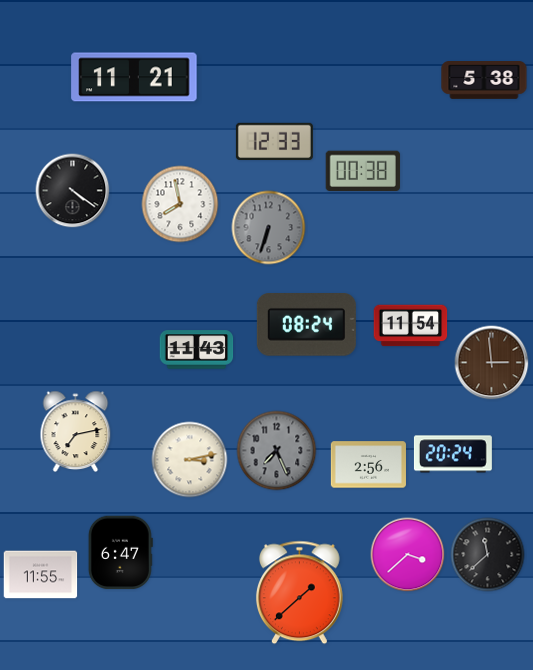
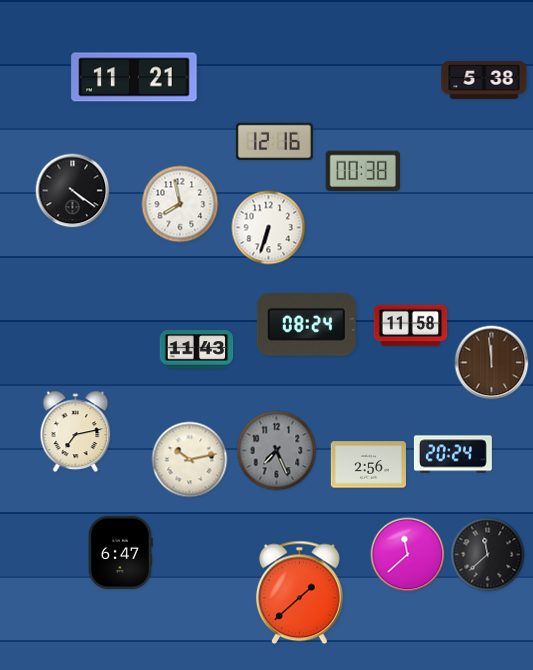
clock at (274, 141): 12:33 -> 12:16
clock at (269, 228) dial: grey -> white
clock at (411, 326): 11:54 -> 11:58
clock at (492, 363): 2:59 -> 11:59
clock at (190, 460): 3:13 -> 10:13
clock at (408, 555): 3:38 -> 11:38
clock at (41, 575): 11:55 -> none
